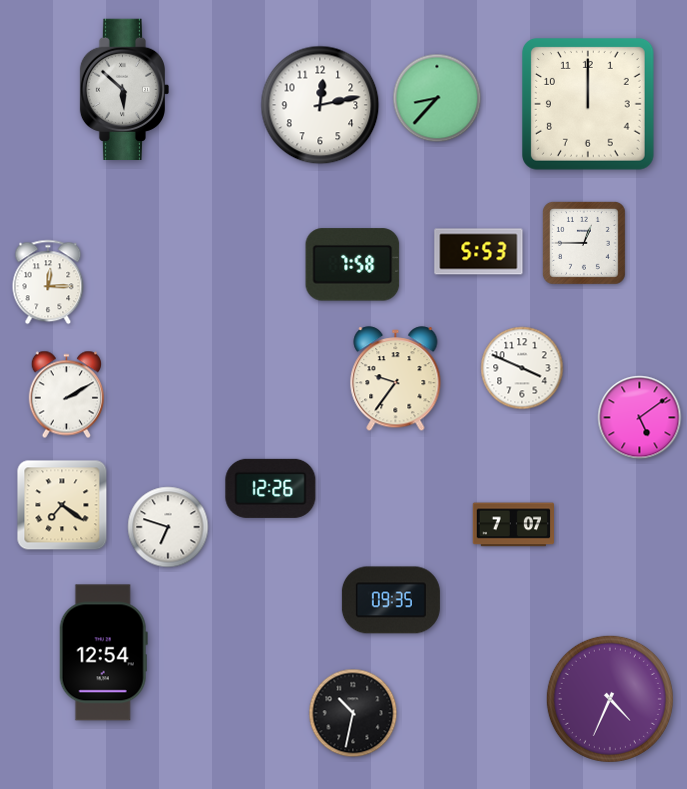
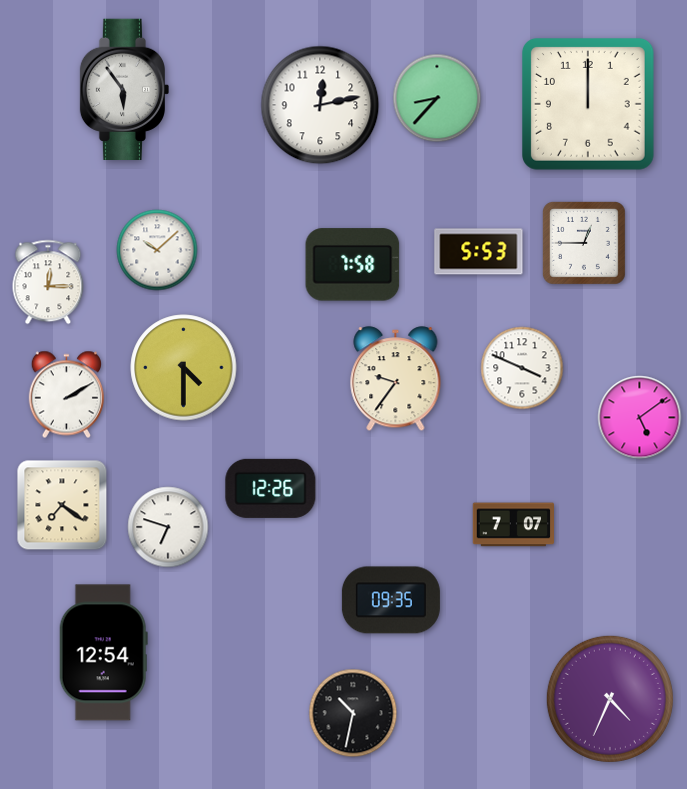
clock at (125, 89): 5:52 -> 5:54
clock at (157, 250): none -> 10:08
clock at (184, 368): none -> 4:30
